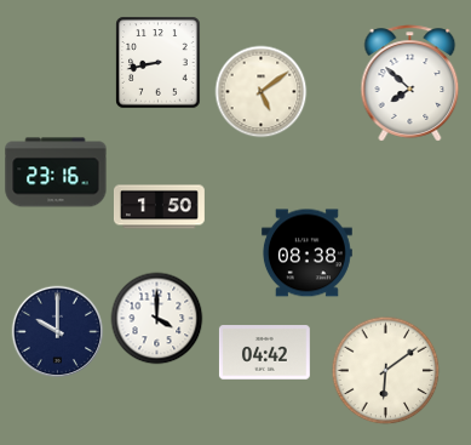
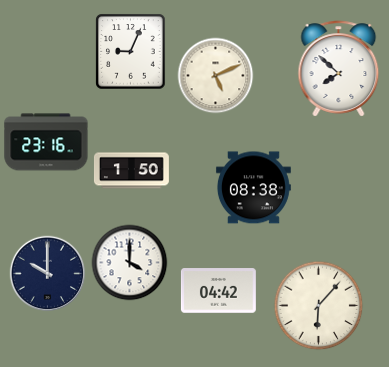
clock at (159, 63): 8:43 -> 9:04
clock at (262, 92): 5:09 -> 5:11
clock at (306, 253) position: (306, 253) -> (253, 188)
clock at (386, 371): 6:09 -> 6:07
